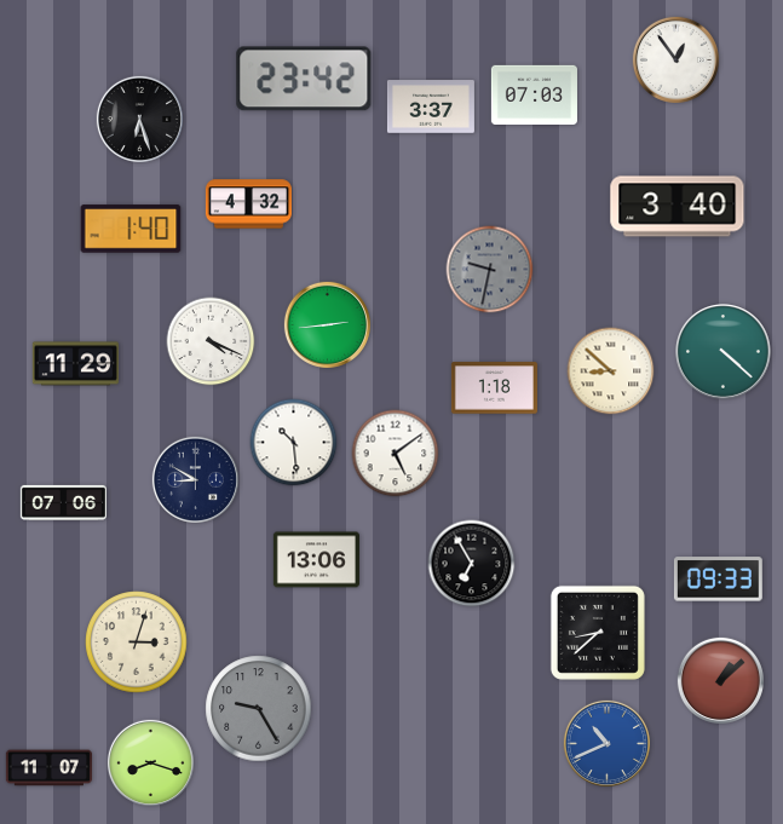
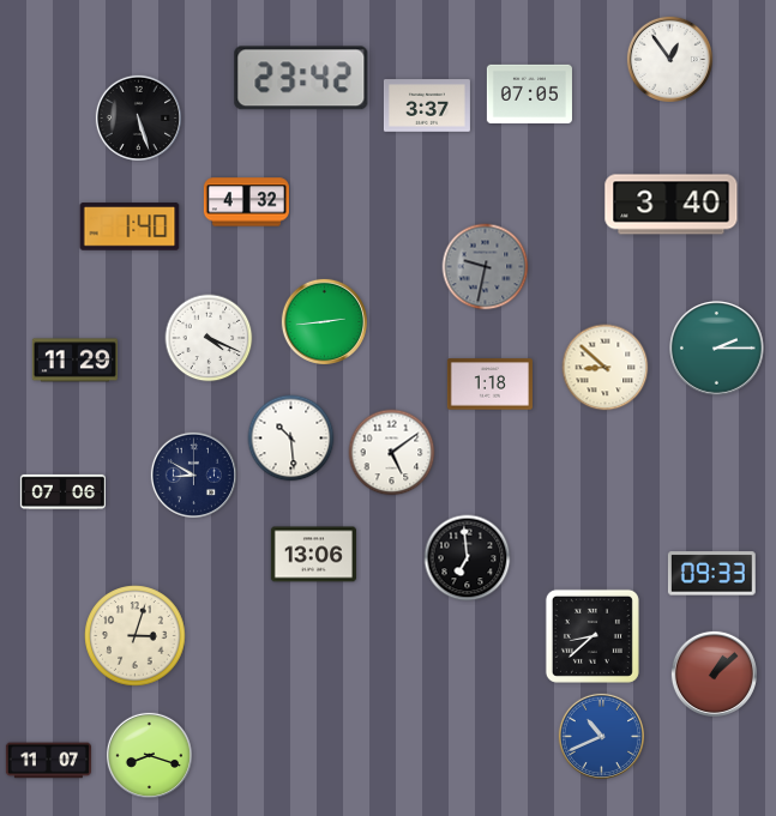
clock at (534, 94): 07:03 -> 07:05
clock at (139, 119): 6:27 -> 5:27
clock at (724, 352): 4:22 -> 2:15
clock at (396, 454) position: (396, 454) -> (392, 453)
clock at (63, 502) position: (63, 502) -> (62, 491)
clock at (472, 564): 6:55 -> 6:59
clock at (598, 633) position: (598, 633) -> (592, 636)
clock at (259, 709): 9:25 -> none
